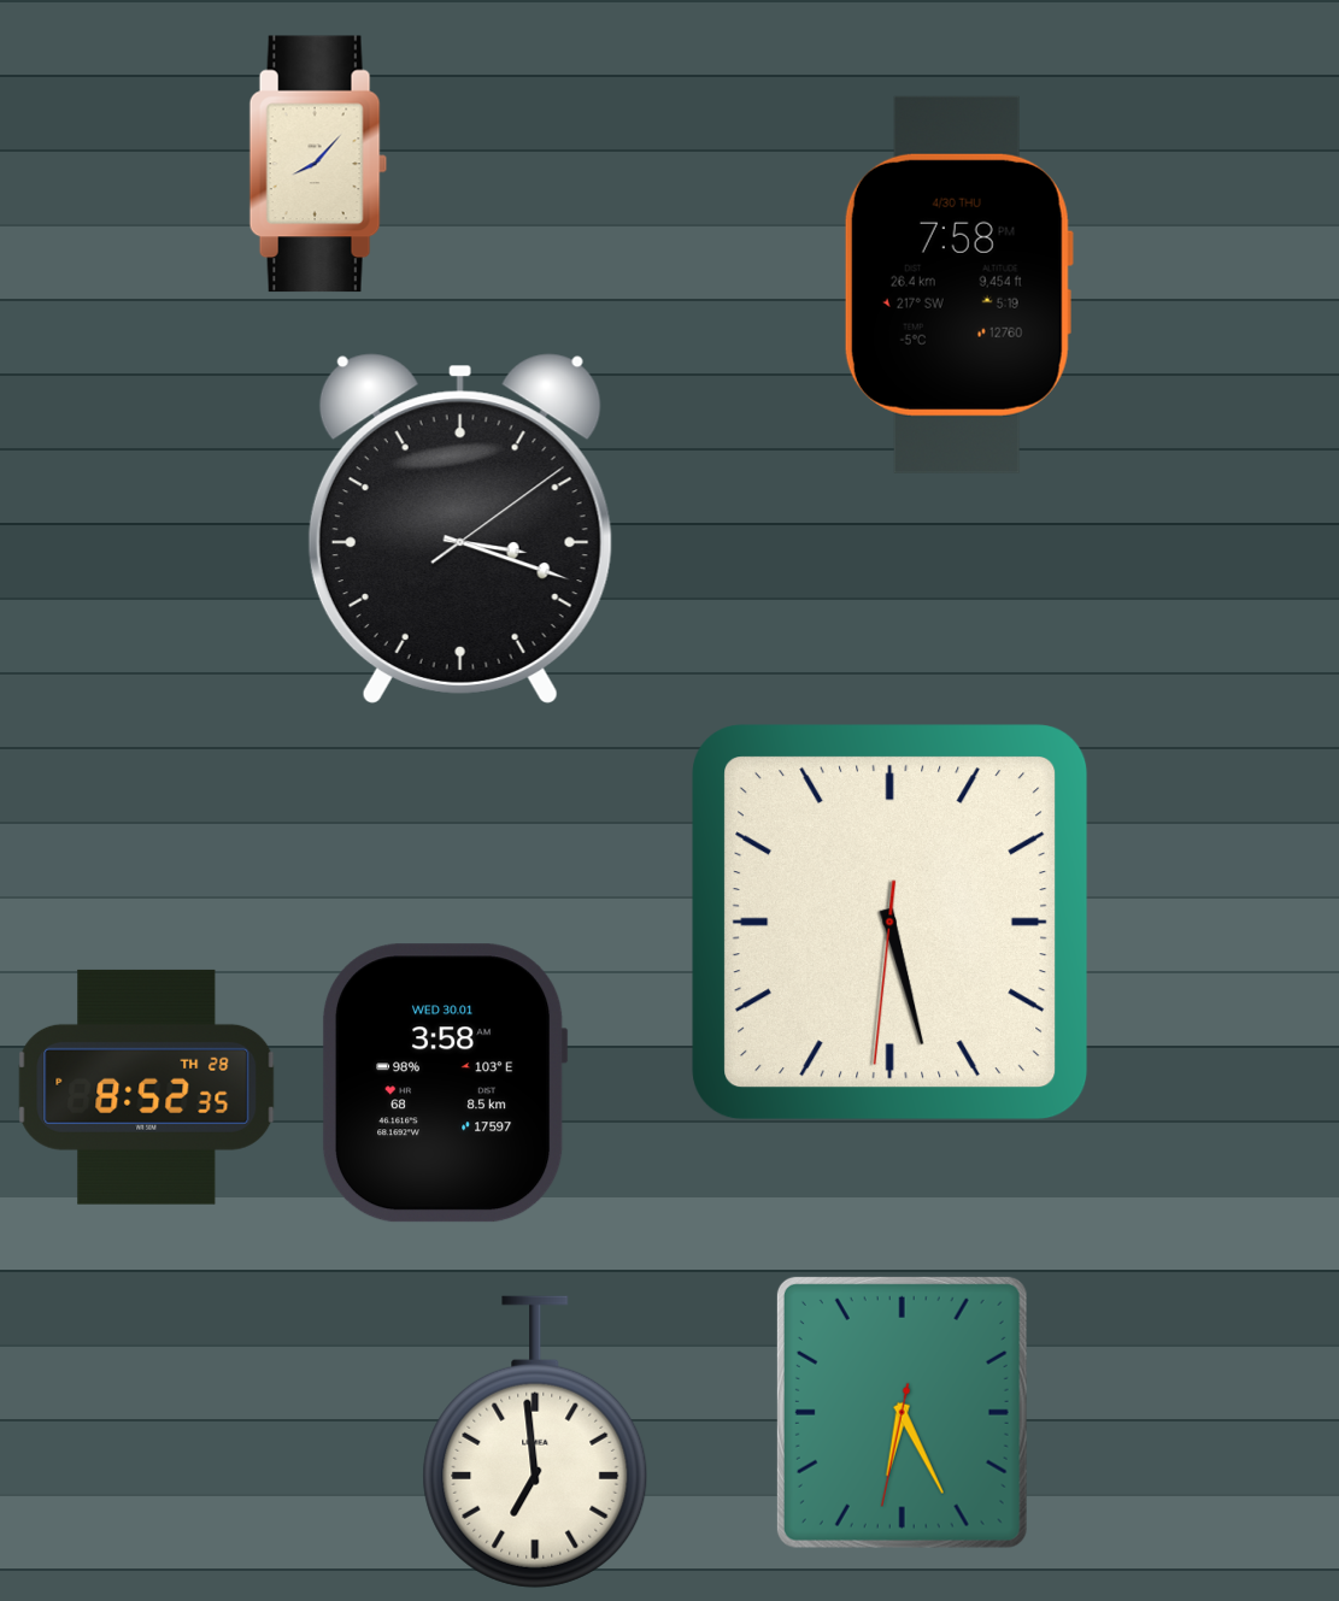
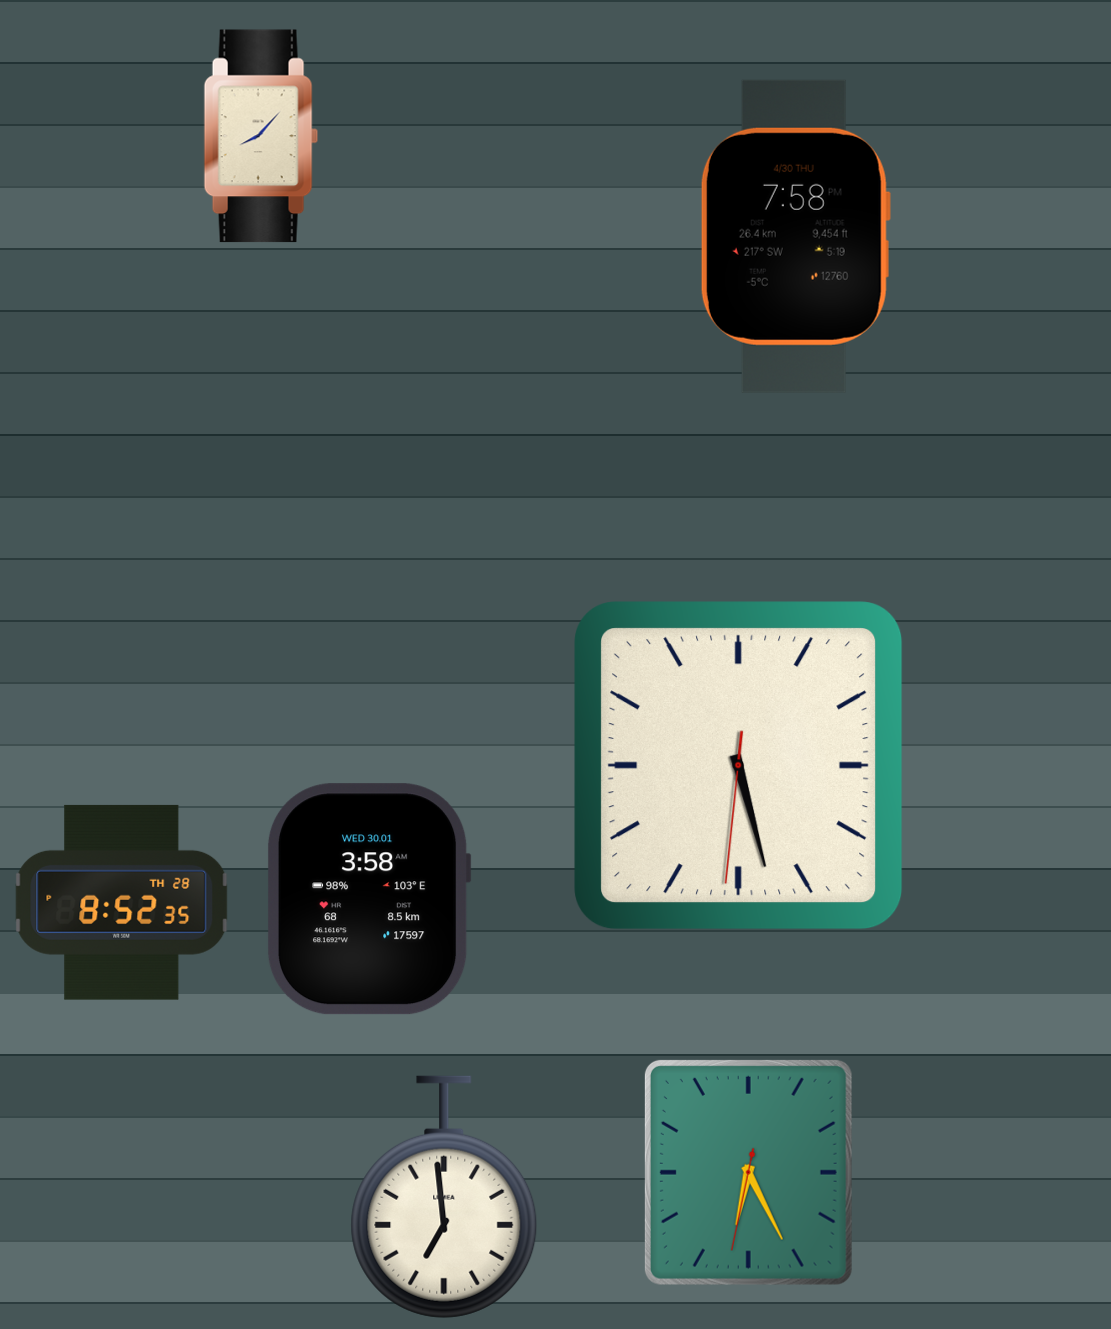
clock at (318, 164) position: (318, 164) -> (261, 136)
clock at (460, 529): 3:18 -> none
